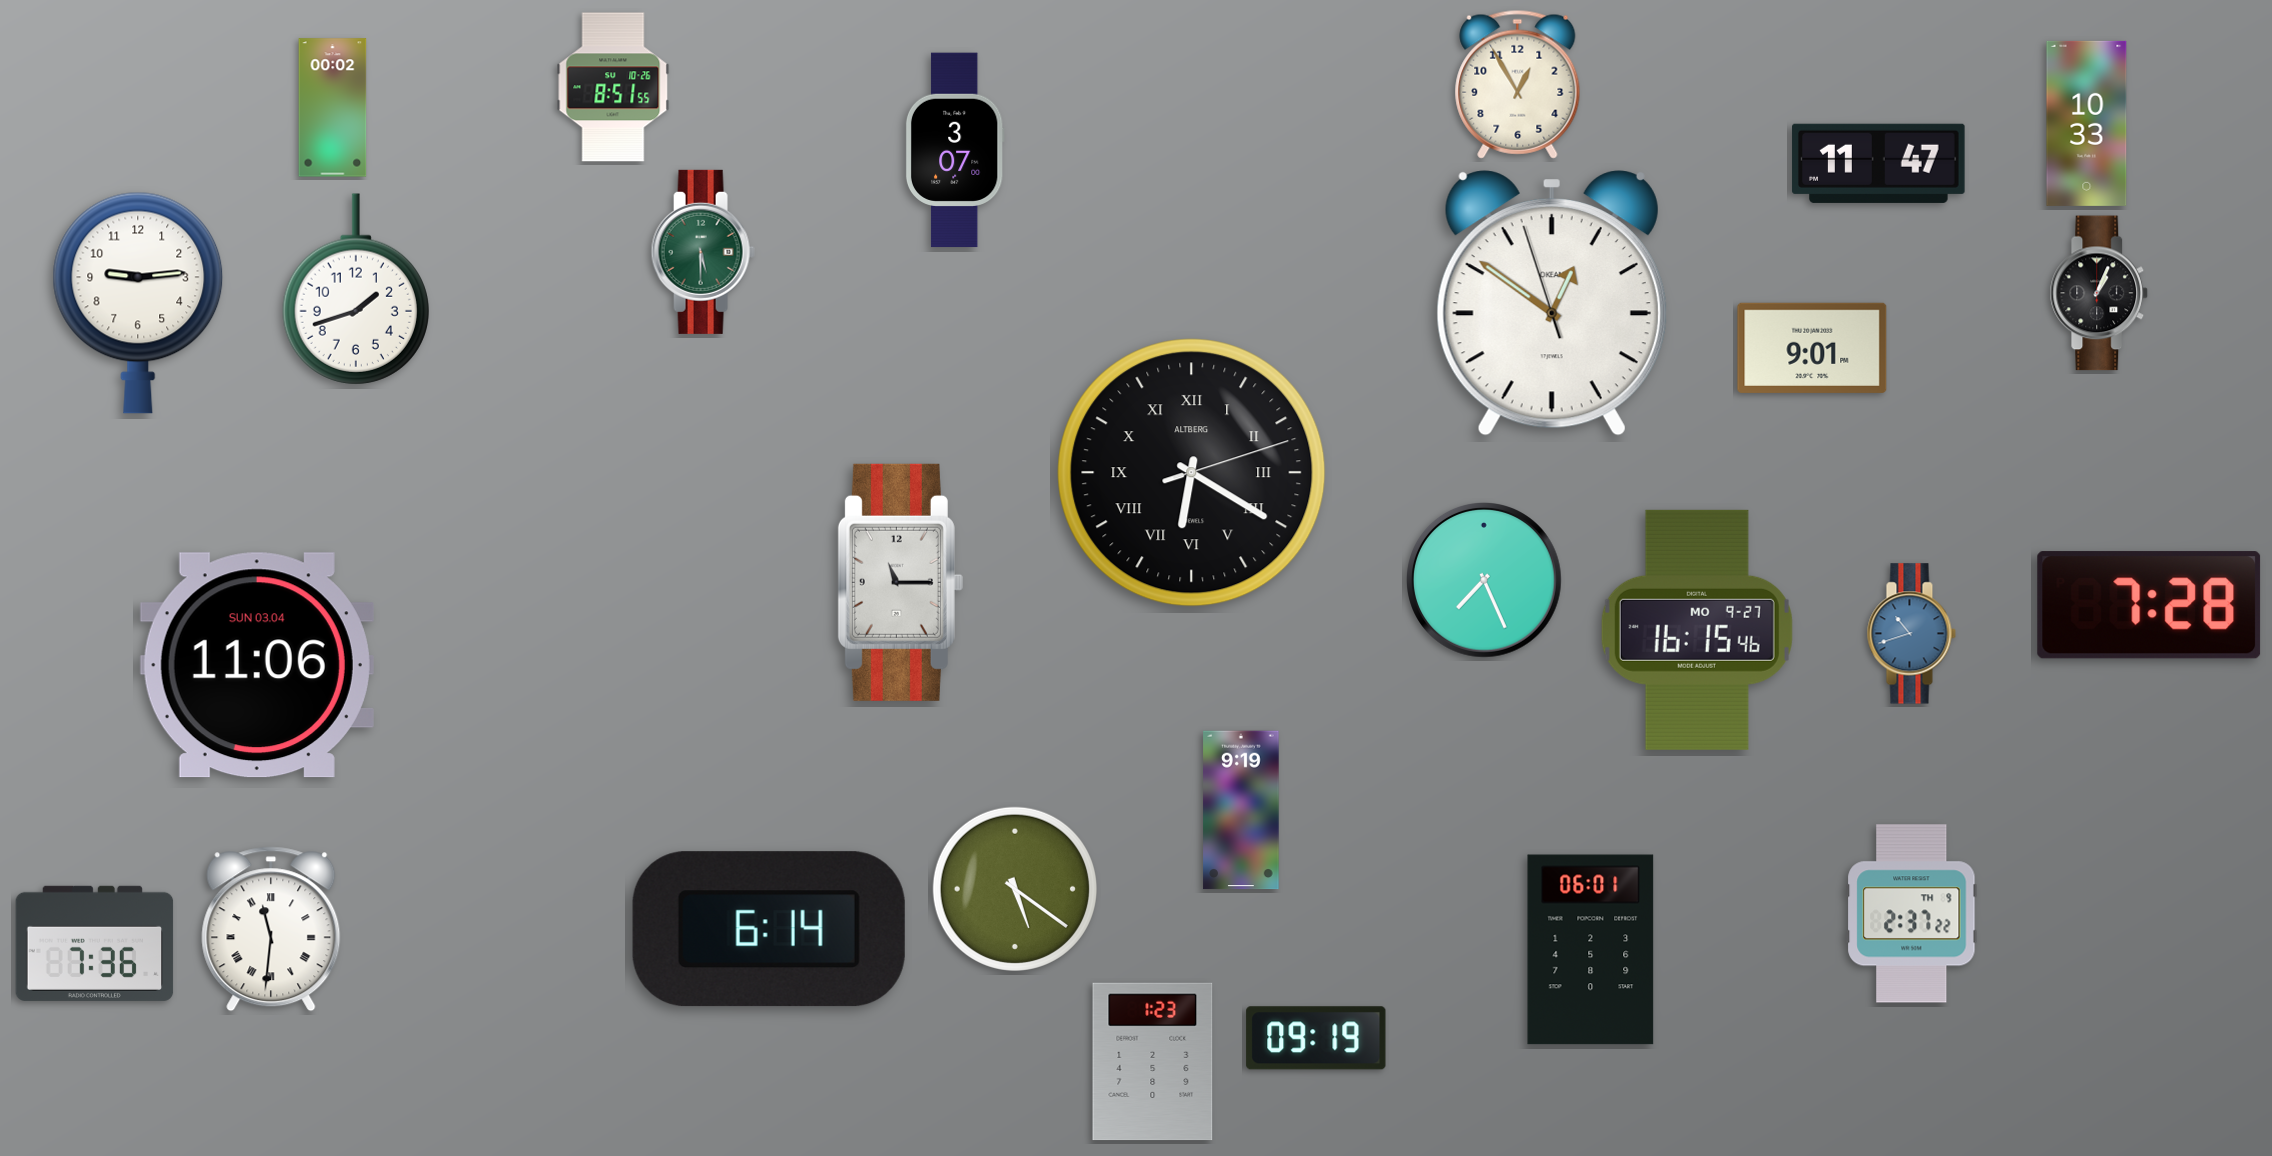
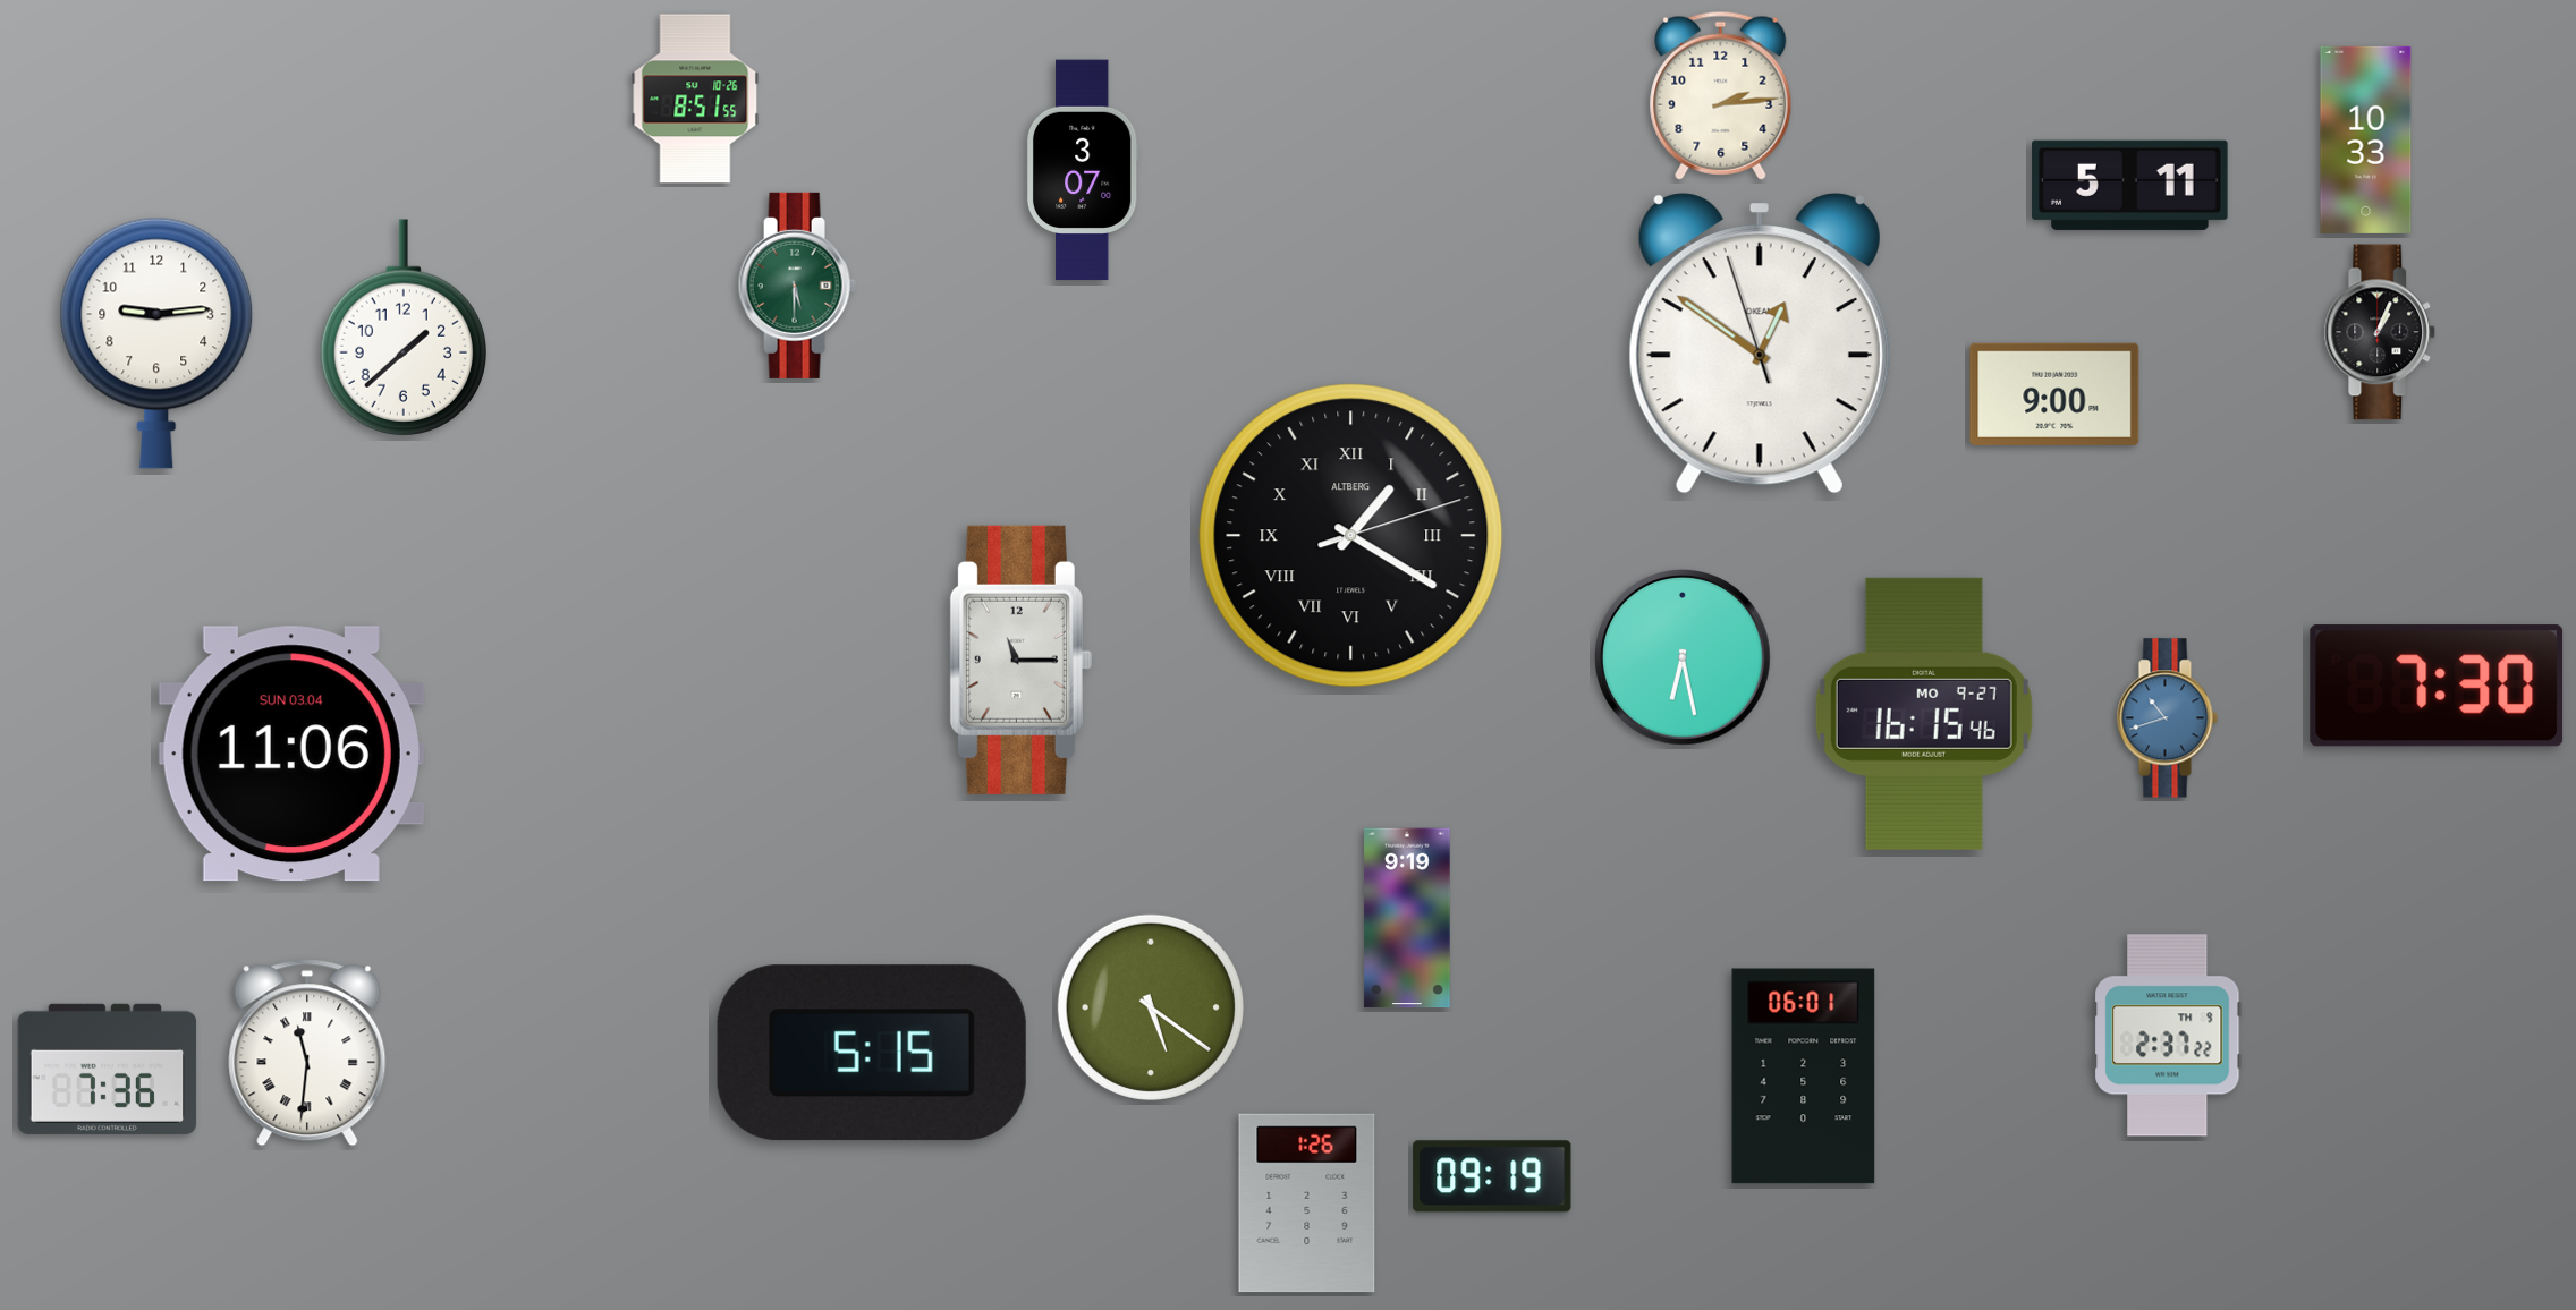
clock at (1518, 84): 12:55 -> 2:14
clock at (333, 108): 00:02 -> none
clock at (1879, 163): 11:47 -> 5:11
clock at (356, 289): 1:42 -> 1:38
clock at (1812, 348): 9:01 -> 9:00
clock at (1192, 473): 6:20 -> 1:20
clock at (1485, 581): 7:26 -> 6:28
clock at (2149, 605): 7:28 -> 7:30
clock at (769, 929): 6:14 -> 5:15
clock at (1153, 1062): 1:23 -> 1:26
